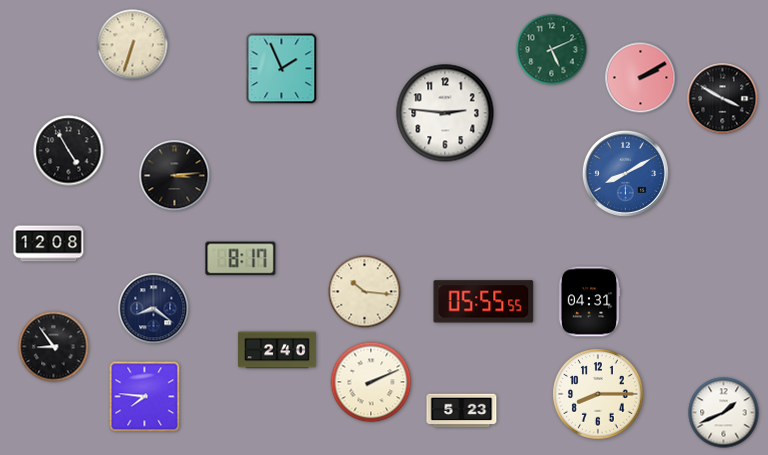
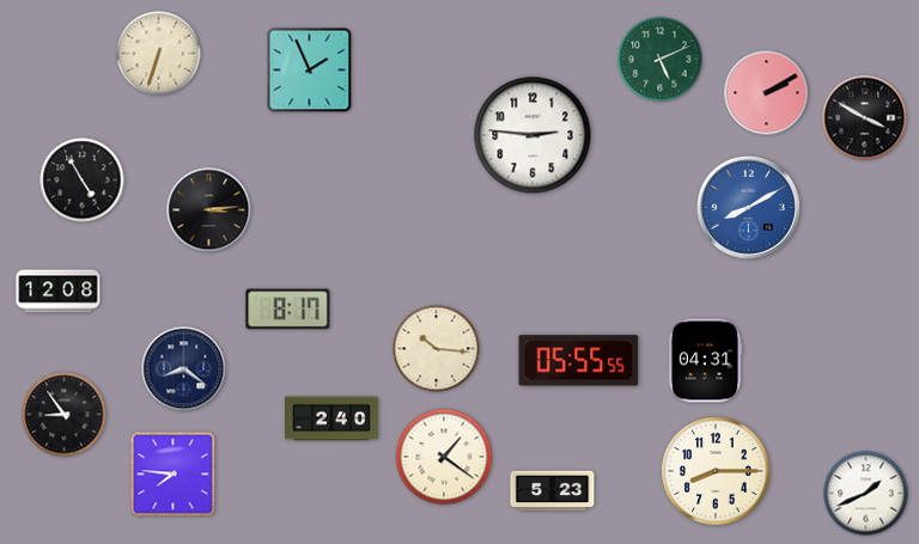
clock at (282, 69) position: (282, 69) -> (310, 71)
clock at (371, 382): 2:11 -> 1:21
